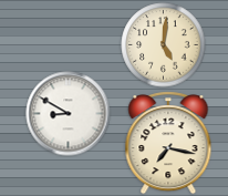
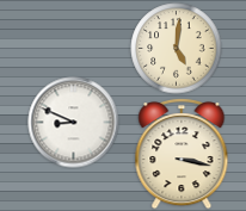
clock at (69, 114): 8:50 -> 8:49
clock at (168, 143): 7:17 -> 3:17
